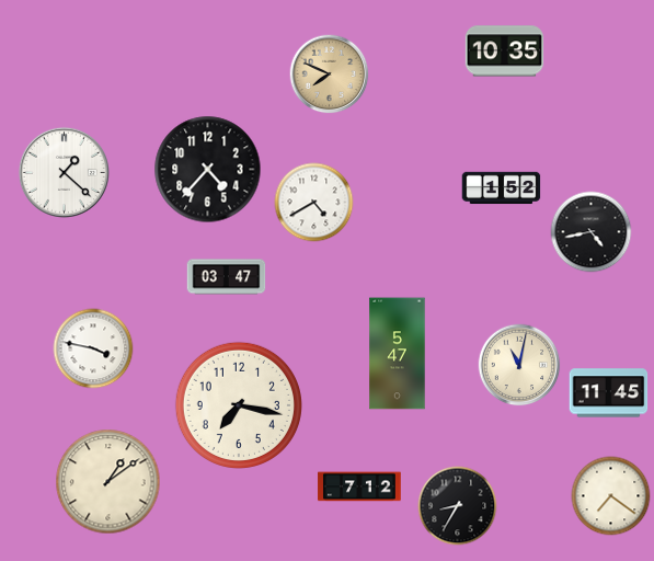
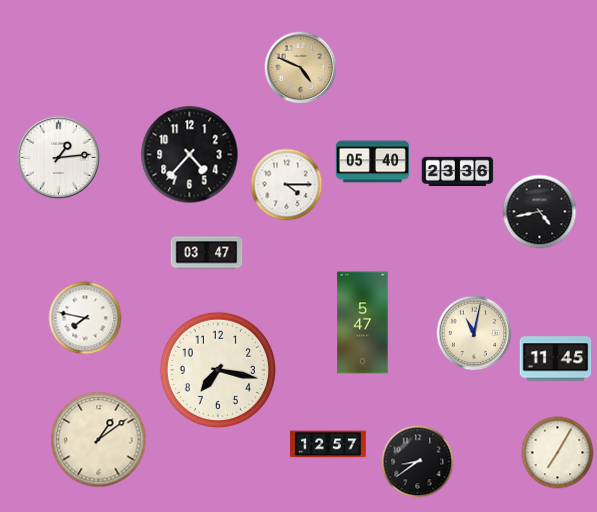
clock at (505, 51): 10:35 -> none
clock at (330, 75): 7:49 -> 4:49
clock at (64, 172): 1:22 -> 1:14
clock at (372, 162): none -> 05:40
clock at (502, 188): 1:52 -> 23:36
clock at (314, 203): 4:40 -> 4:15
clock at (93, 348): 3:47 -> 7:47
clock at (359, 486): 7:12 -> 12:57
clock at (611, 496): 7:21 -> 7:05
clock at (458, 506): 8:35 -> 8:39
